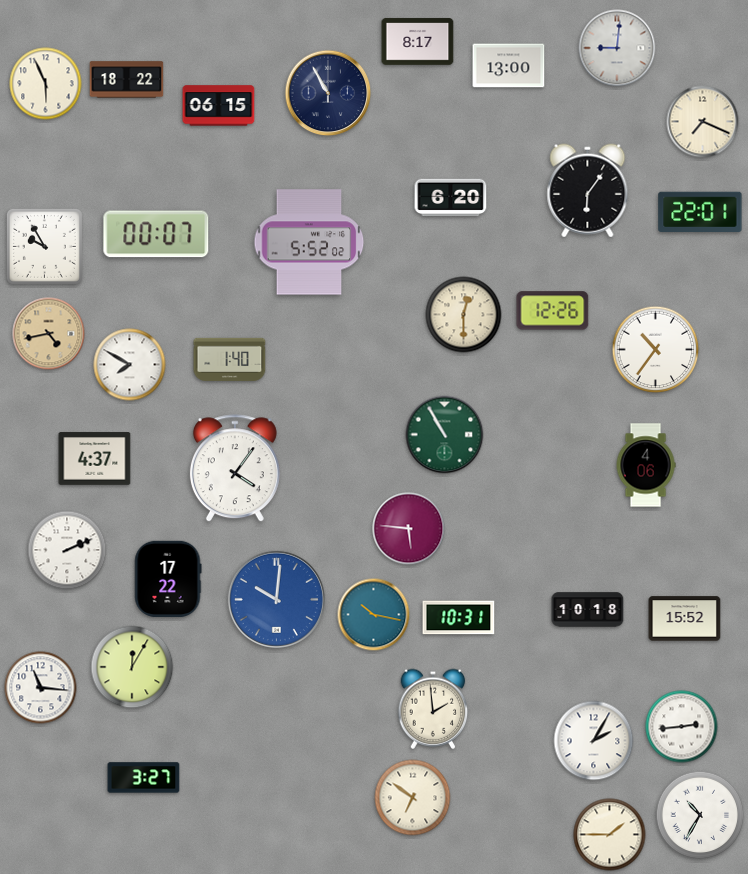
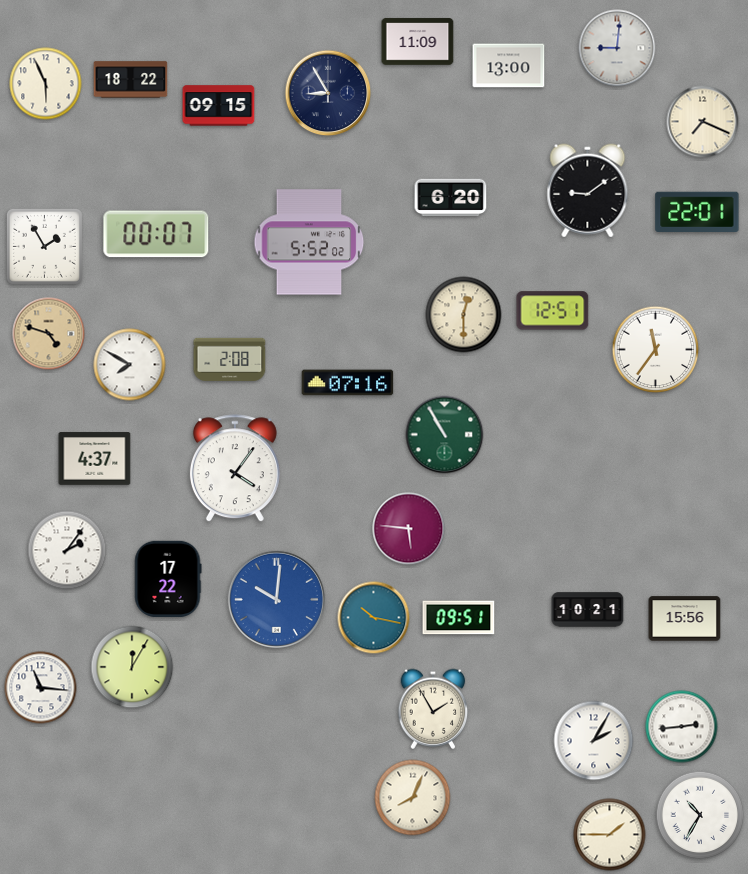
clock at (418, 42): 8:17 -> 11:09
clock at (127, 80) position: (127, 80) -> (131, 80)
clock at (328, 93): 10:55 -> 8:55
clock at (219, 106): 06:15 -> 09:15
clock at (588, 191): 6:06 -> 9:09
clock at (700, 211) position: (700, 211) -> (697, 211)
clock at (44, 246): 9:55 -> 1:55
clock at (553, 311): 12:26 -> 12:51
clock at (49, 334): 4:43 -> 4:48
clock at (656, 350): 10:36 -> 11:36
clock at (230, 359): 1:40 -> 2:08
clock at (348, 383): none -> 07:16
clock at (646, 465): 4:06 -> none
clock at (67, 550): 2:11 -> 2:06
clock at (588, 610): 10:18 -> 10:21
clock at (374, 615) position: (374, 615) -> (374, 618)
clock at (459, 618): 10:31 -> 09:51
clock at (685, 619): 15:52 -> 15:56
clock at (433, 709): 1:59 -> 1:55
clock at (144, 778): 3:27 -> none
clock at (413, 798): 6:51 -> 8:04
